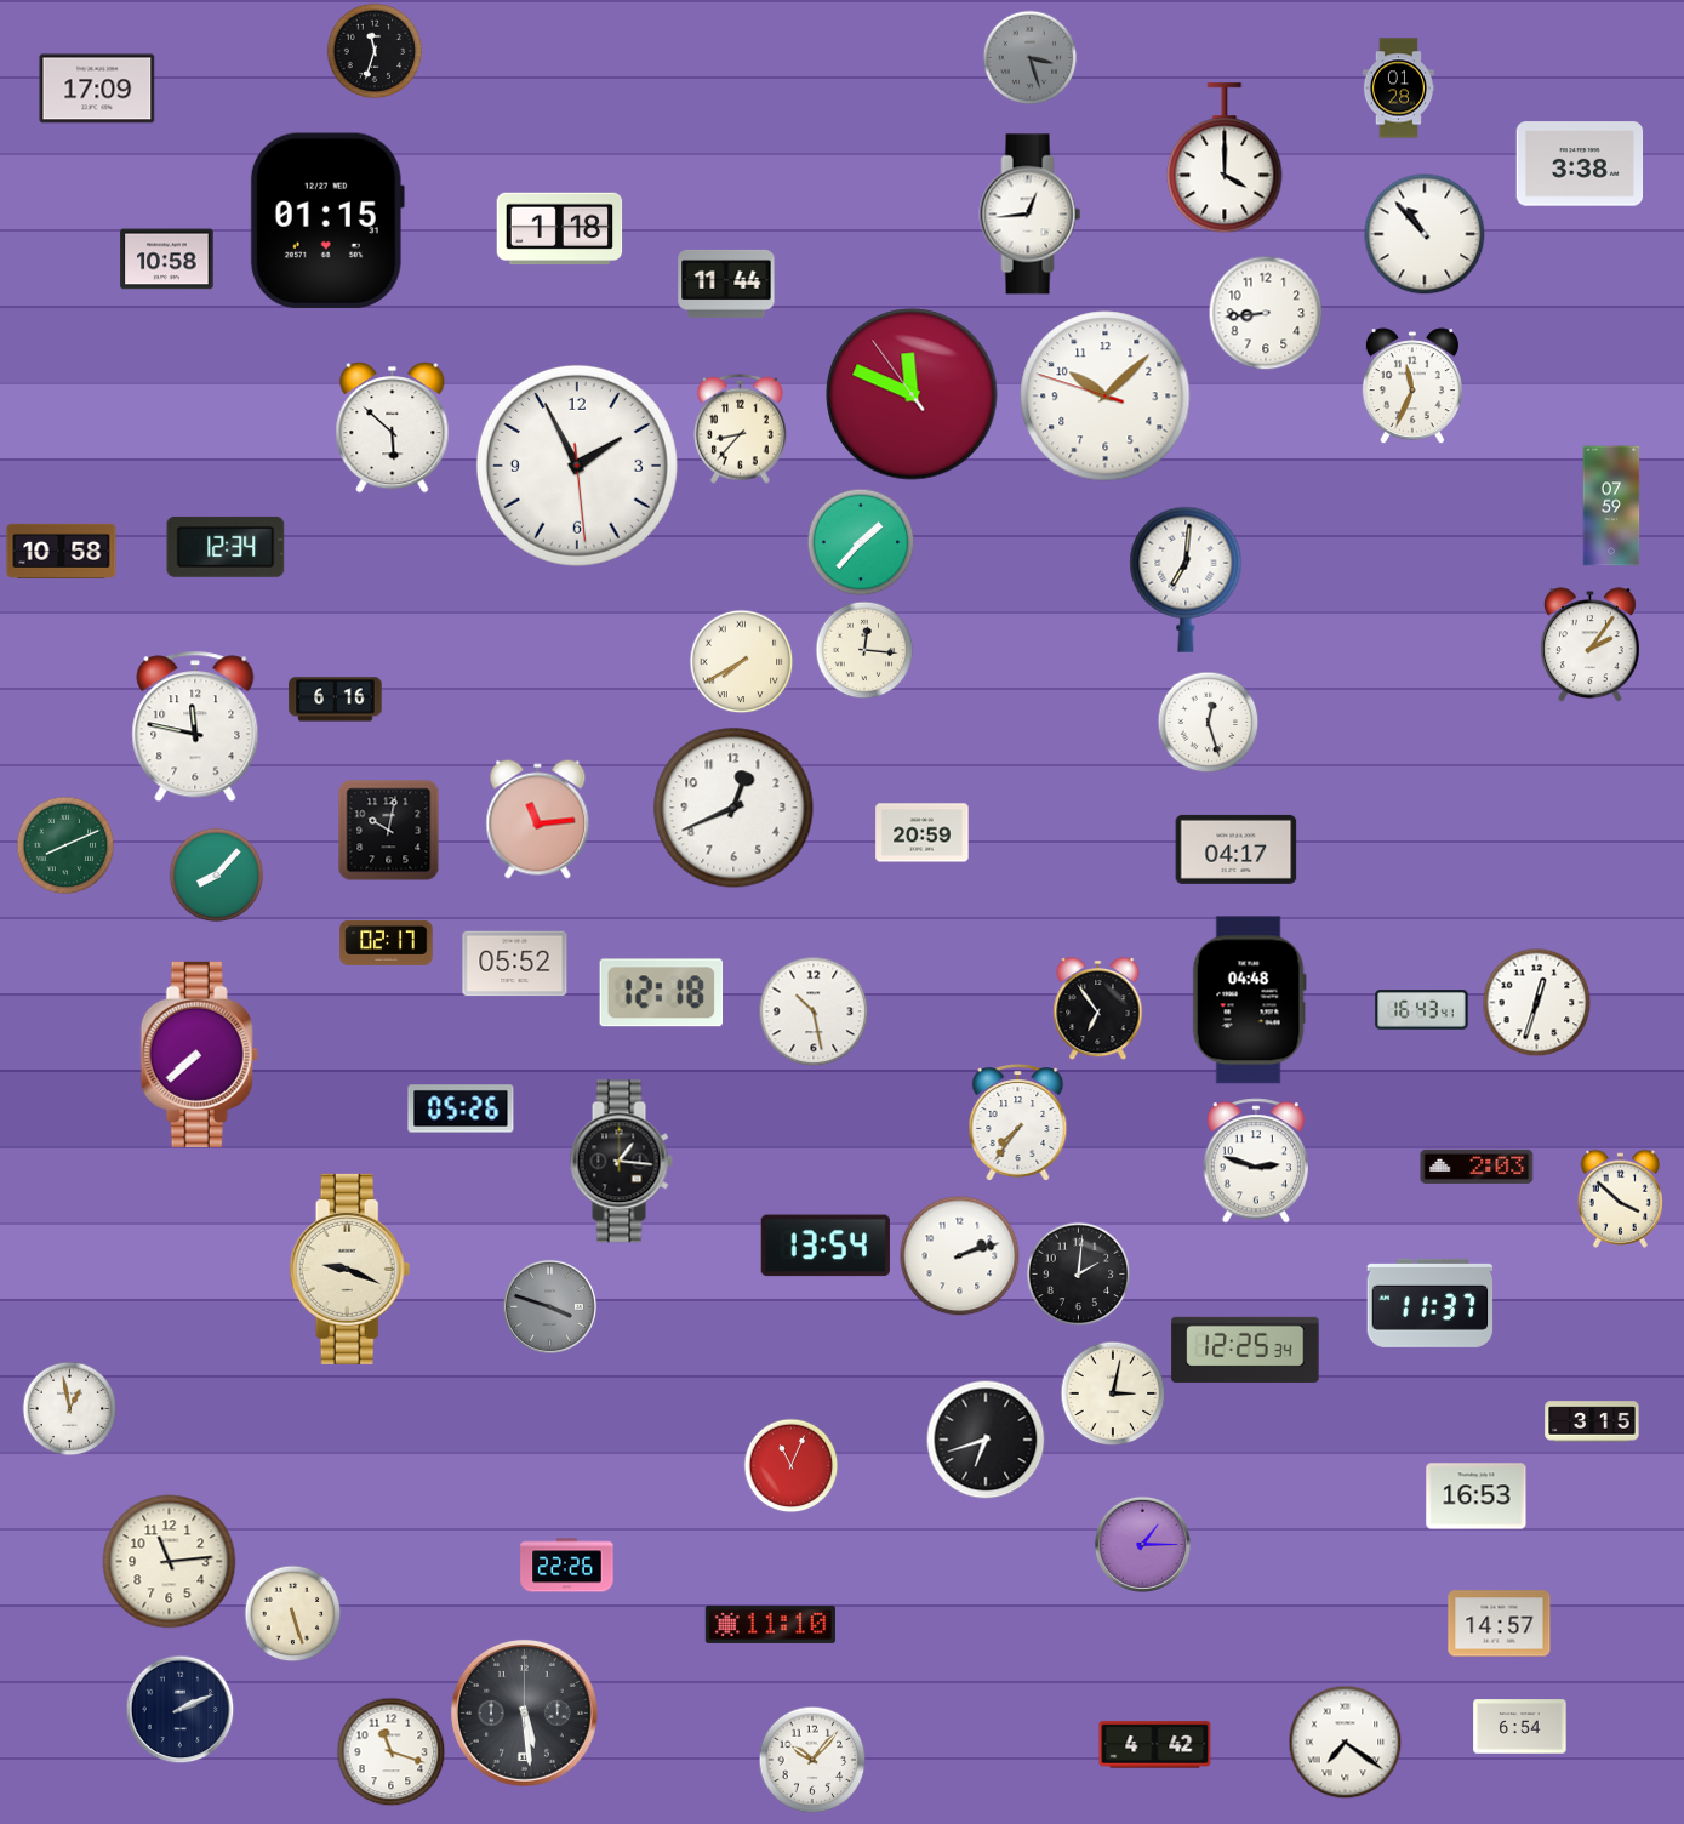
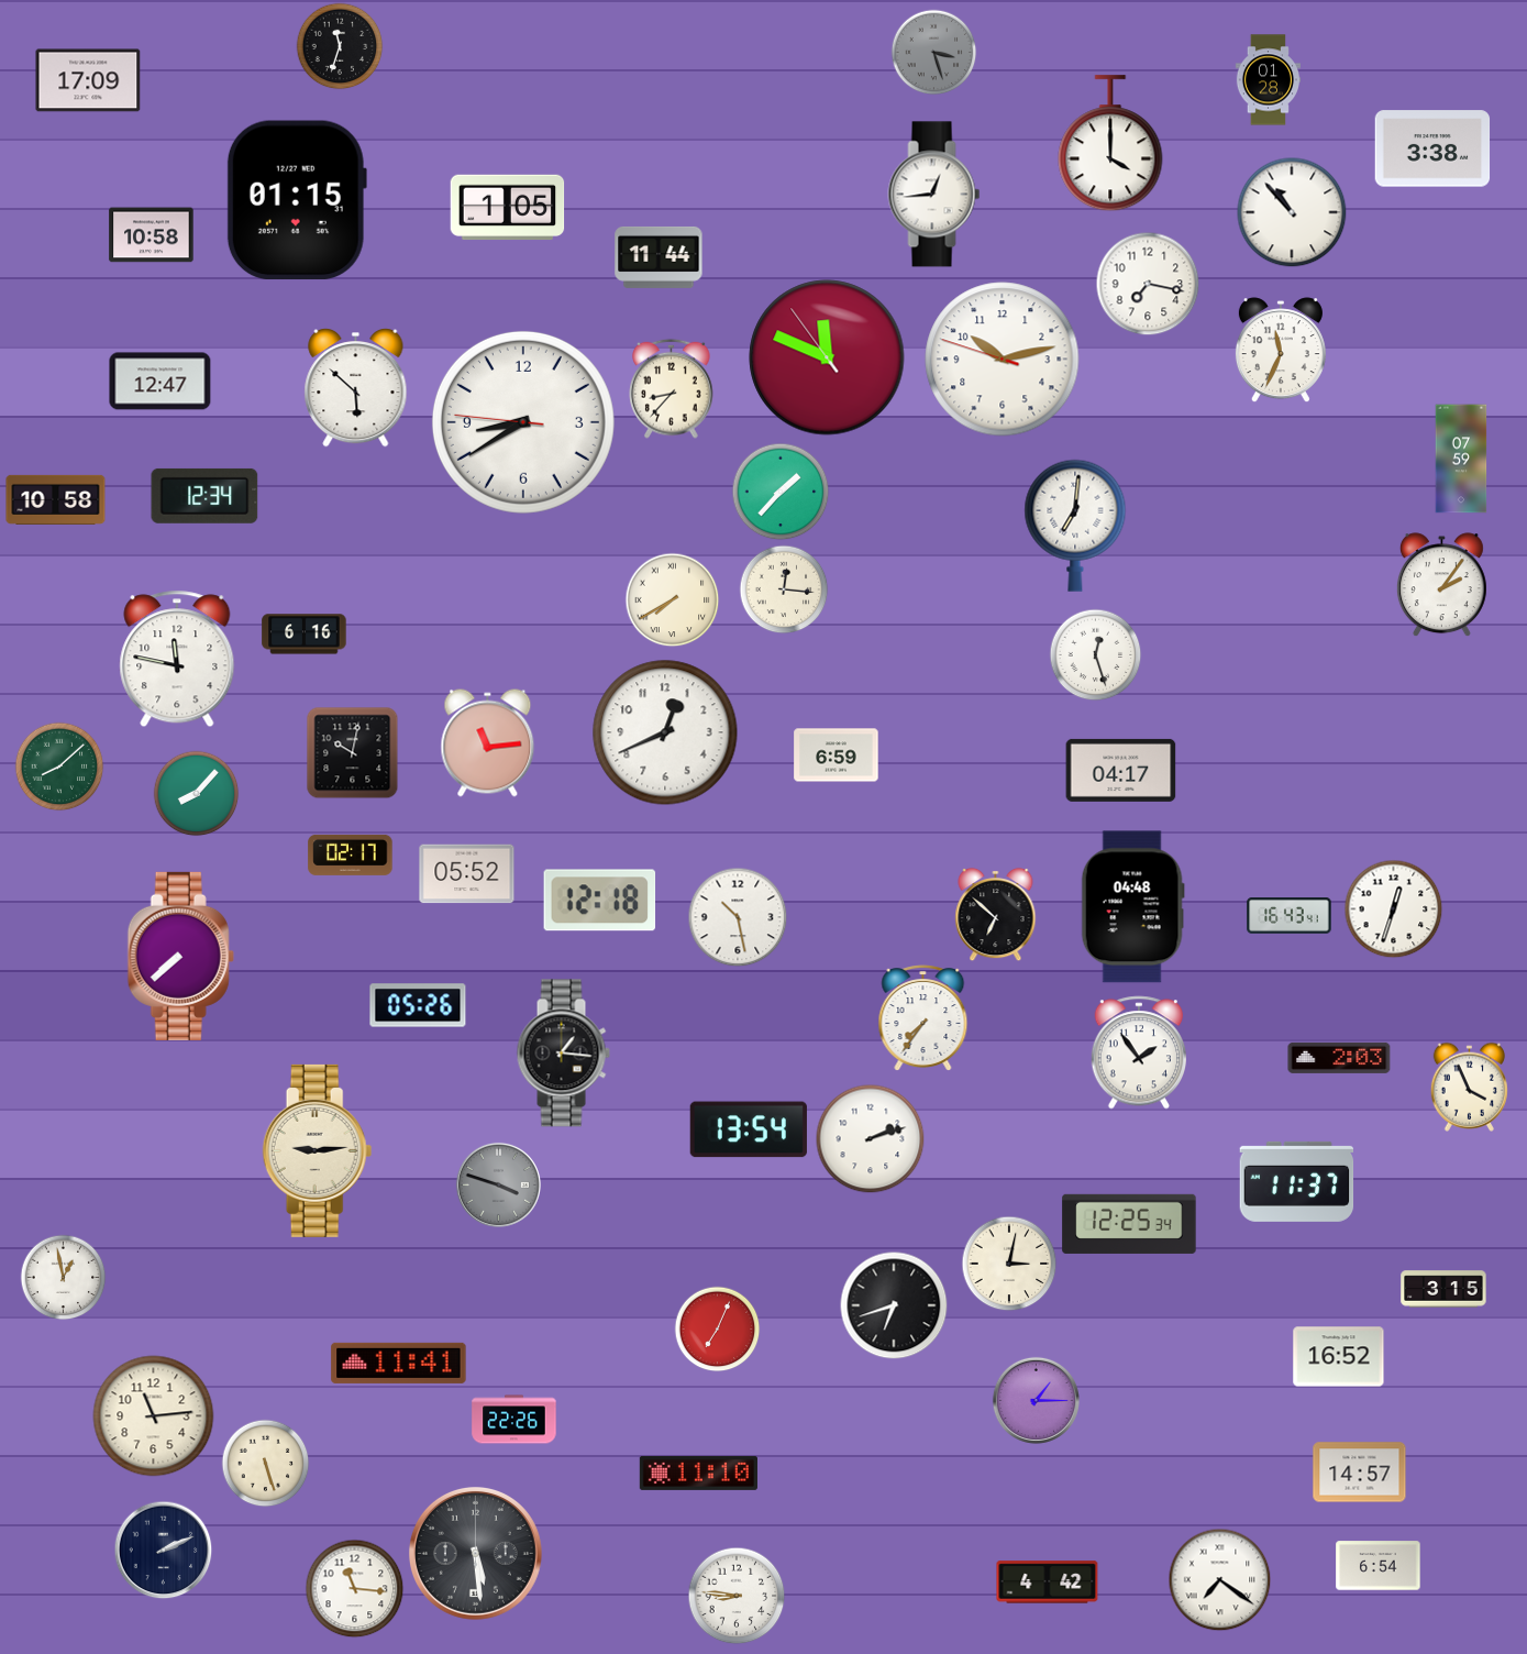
clock at (560, 229): 1:18 -> 1:05
clock at (1266, 313): 8:44 -> 7:17
clock at (1106, 397): 10:07 -> 10:12
clock at (161, 382): none -> 12:47
clock at (577, 466): 1:55 -> 8:39
clock at (923, 833): 20:59 -> 6:59
clock at (65, 845): 8:11 -> 8:08
clock at (1098, 1008): 6:54 -> 6:52
clock at (1255, 1161): 2:48 -> 1:54
clock at (1620, 1198): 3:52 -> 3:56
clock at (350, 1269): 9:19 -> 9:14
clock at (1078, 1273): 2:01 -> none
clock at (790, 1465): 11:04 -> 7:04
clock at (1477, 1497): 16:53 -> 16:52
clock at (399, 1363): none -> 11:41
clock at (390, 1751): 11:18 -> 11:16
clock at (812, 1760): 10:07 -> 8:46
